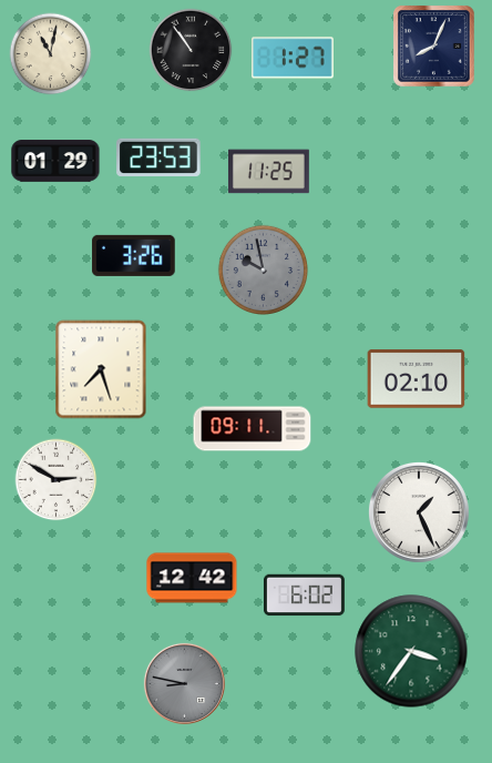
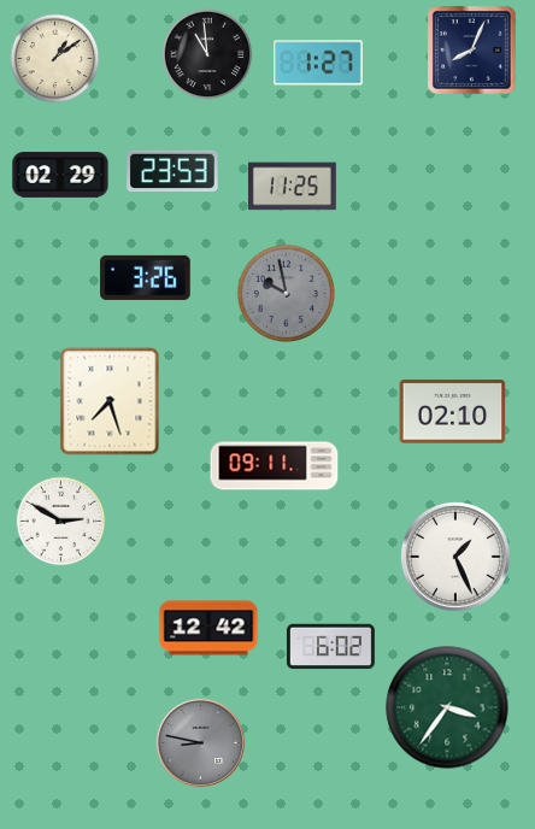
clock at (191, 50): 10:54 -> 10:59
clock at (51, 54): 11:02 -> 1:09
clock at (55, 161): 01:29 -> 02:29
